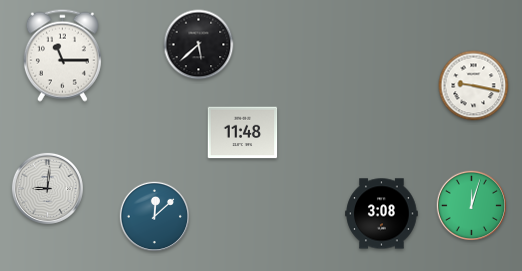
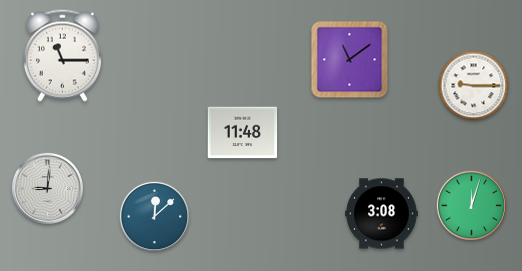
clock at (199, 45): 5:38 -> none
clock at (350, 60): none -> 11:09
clock at (474, 86): 9:17 -> 9:15
